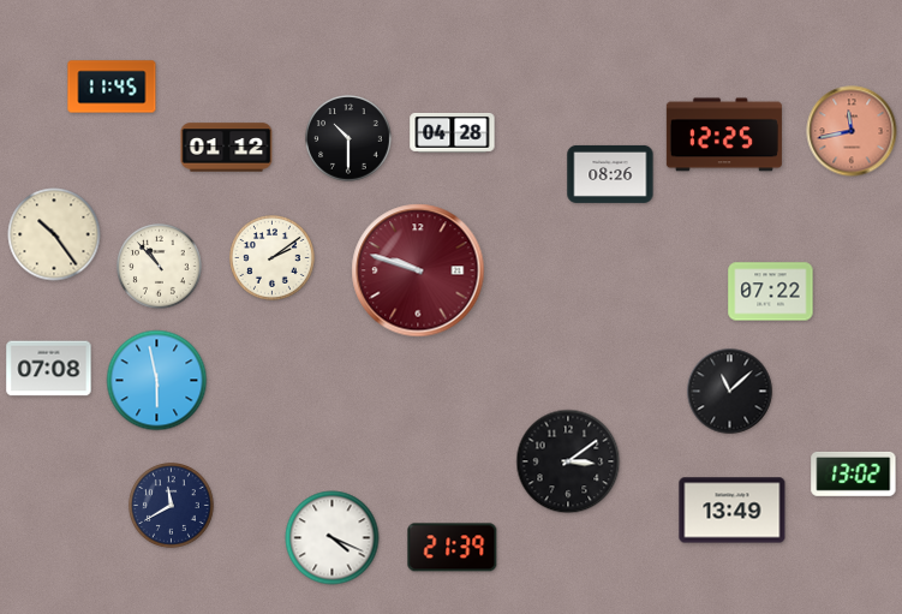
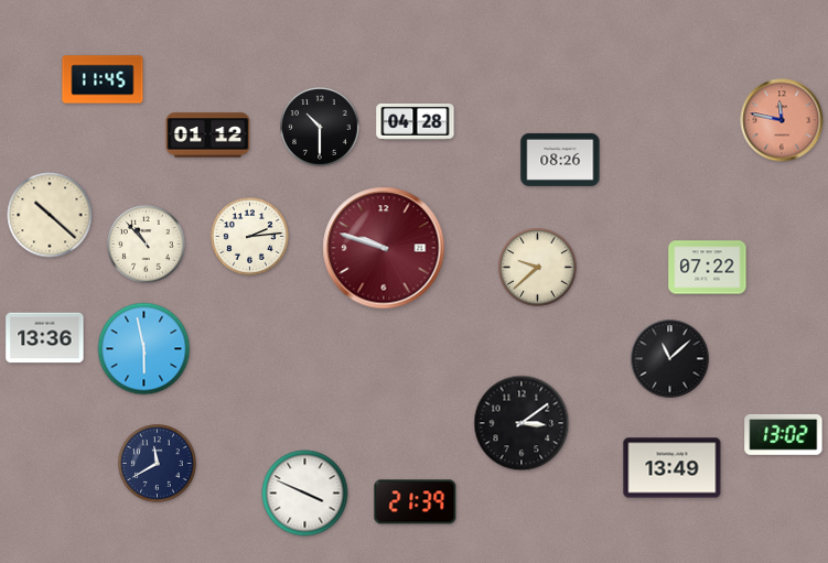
clock at (852, 131): 11:43 -> 11:47
clock at (724, 135): 12:25 -> none
clock at (54, 234): 10:24 -> 10:22
clock at (273, 258): 2:09 -> 2:14
clock at (538, 268): none -> 9:38
clock at (49, 369): 07:08 -> 13:36
clock at (333, 538): 4:19 -> 3:49
